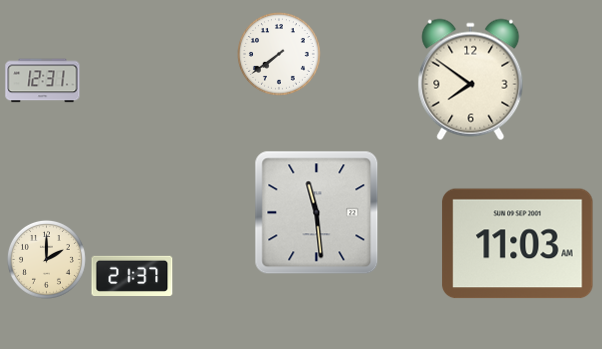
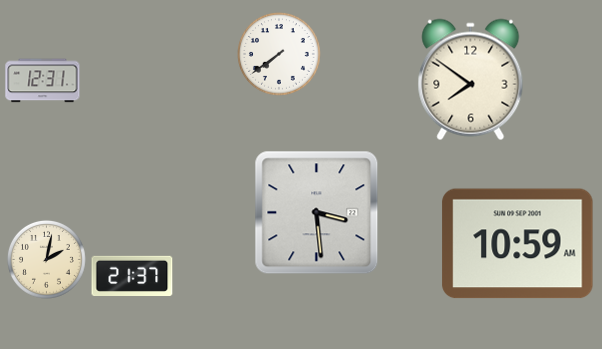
clock at (317, 213): 11:29 -> 3:29
clock at (518, 244): 11:03 -> 10:59
clock at (46, 260): 2:00 -> 2:02
